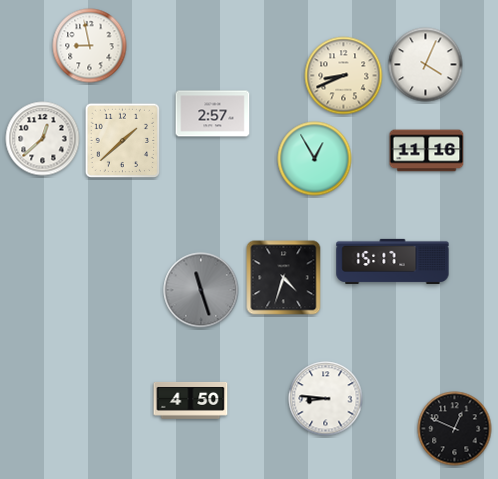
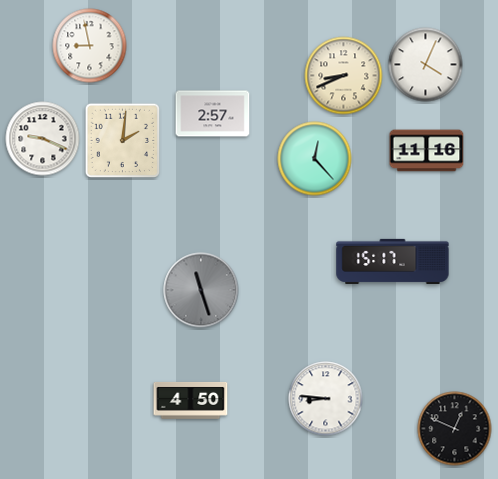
clock at (43, 139): 12:38 -> 9:19
clock at (123, 141): 1:38 -> 2:01
clock at (315, 159): 12:55 -> 12:23
clock at (284, 278): 4:33 -> none
